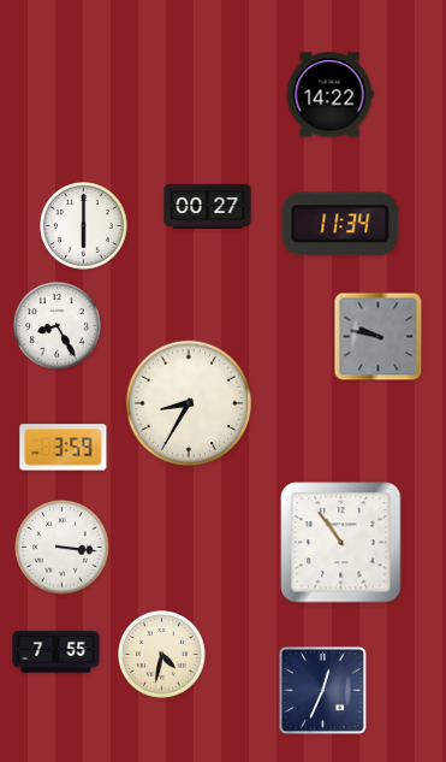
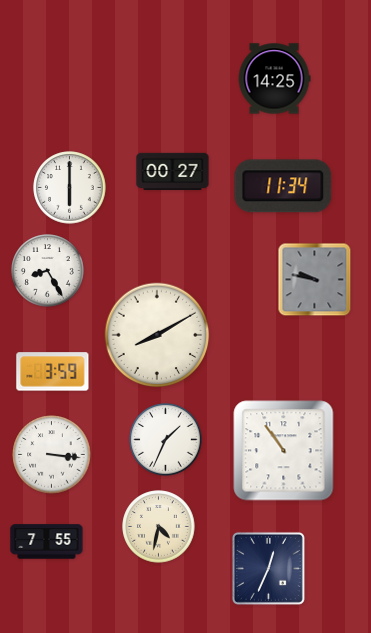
clock at (329, 95): 14:22 -> 14:25
clock at (189, 403): 8:35 -> 8:10
clock at (166, 440): none -> 1:34
clock at (162, 655) position: (162, 655) -> (159, 527)
clock at (322, 690) position: (322, 690) -> (268, 568)
